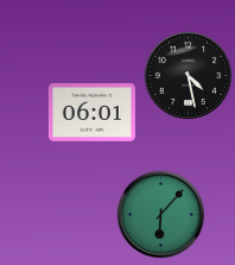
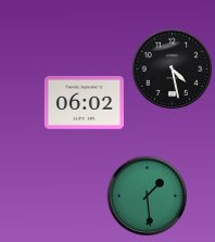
clock at (91, 113): 06:01 -> 06:02
clock at (161, 215): 6:07 -> 1:29
